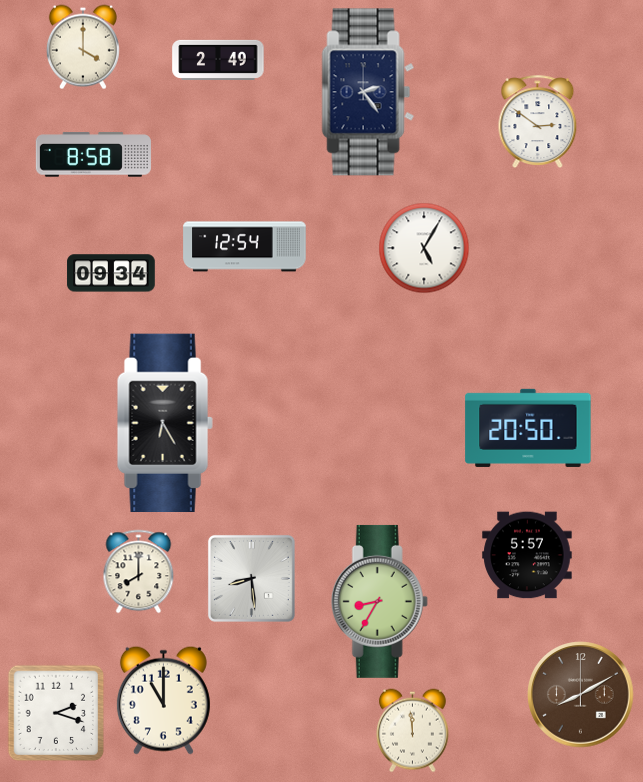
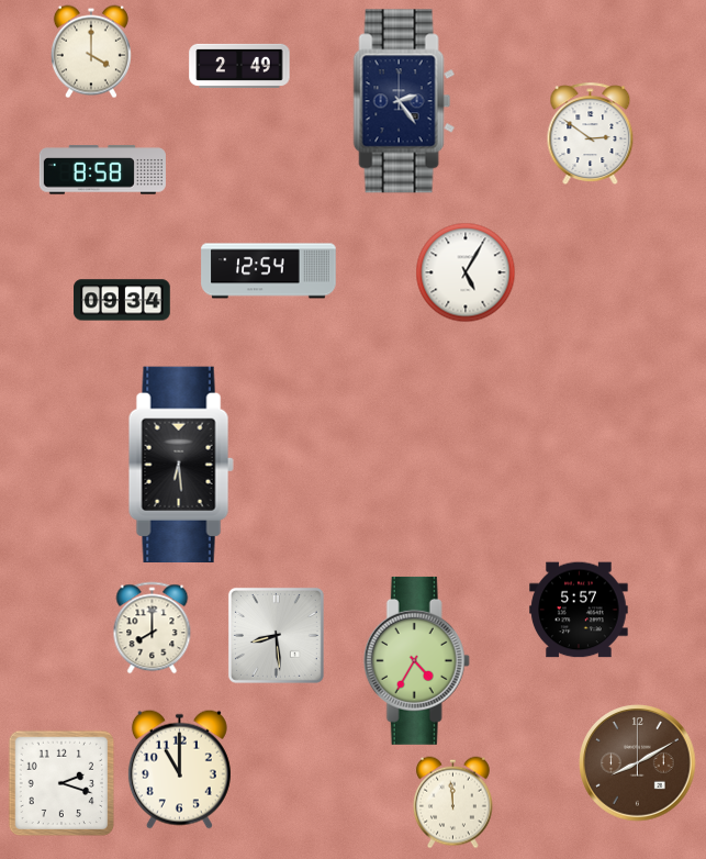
clock at (165, 422): 6:25 -> 6:29
clock at (528, 428): 20:50 -> none
clock at (379, 601): 8:35 -> 4:35
